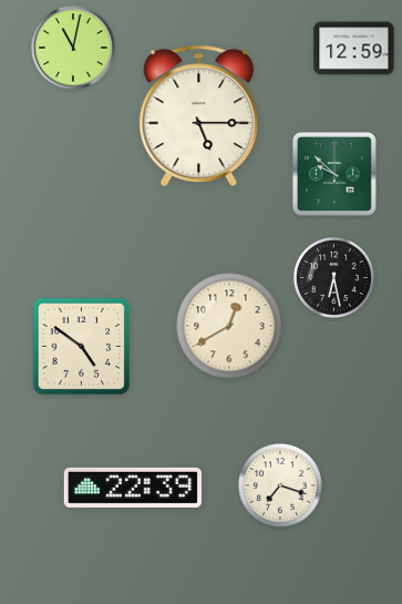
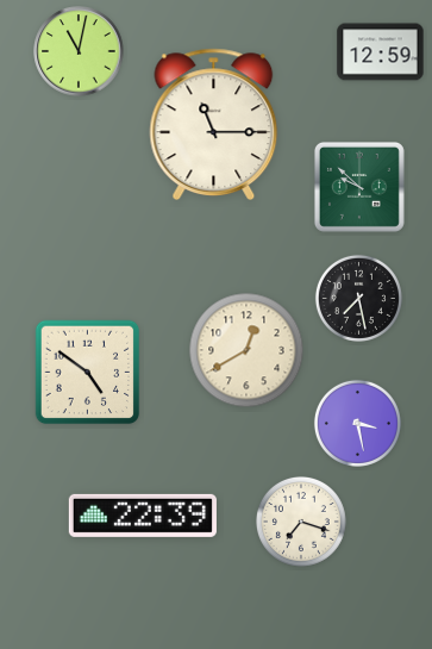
clock at (199, 115): 5:15 -> 11:15
clock at (333, 277): 6:28 -> 7:28
clock at (357, 423): none -> 3:28
clock at (133, 488) position: (133, 488) -> (143, 516)
